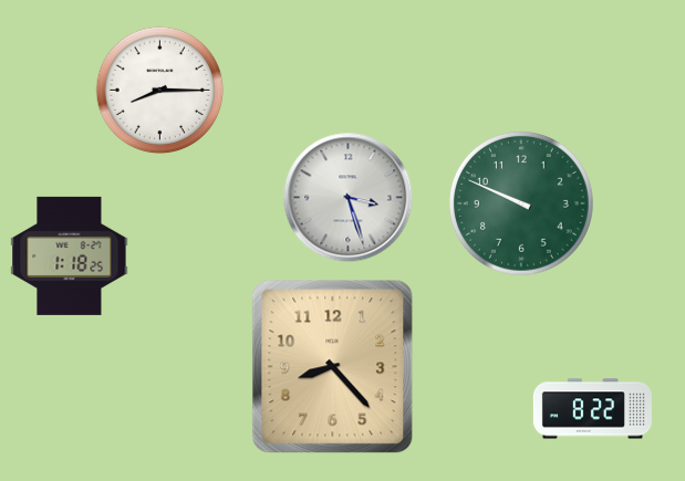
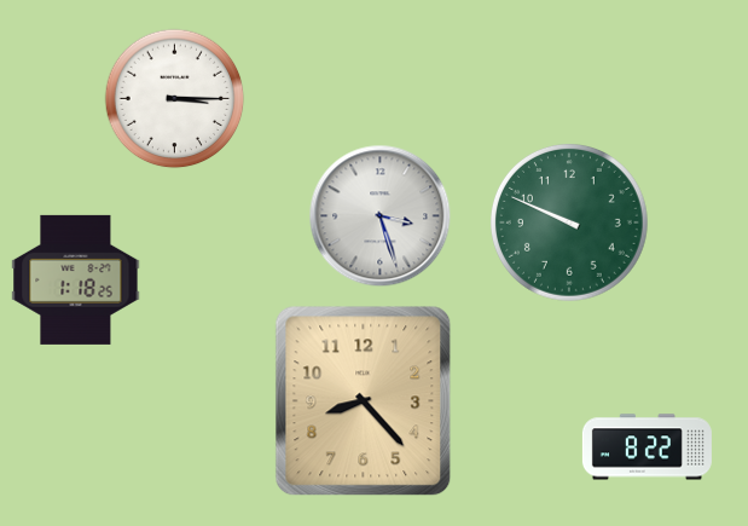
clock at (160, 91): 8:15 -> 3:15
